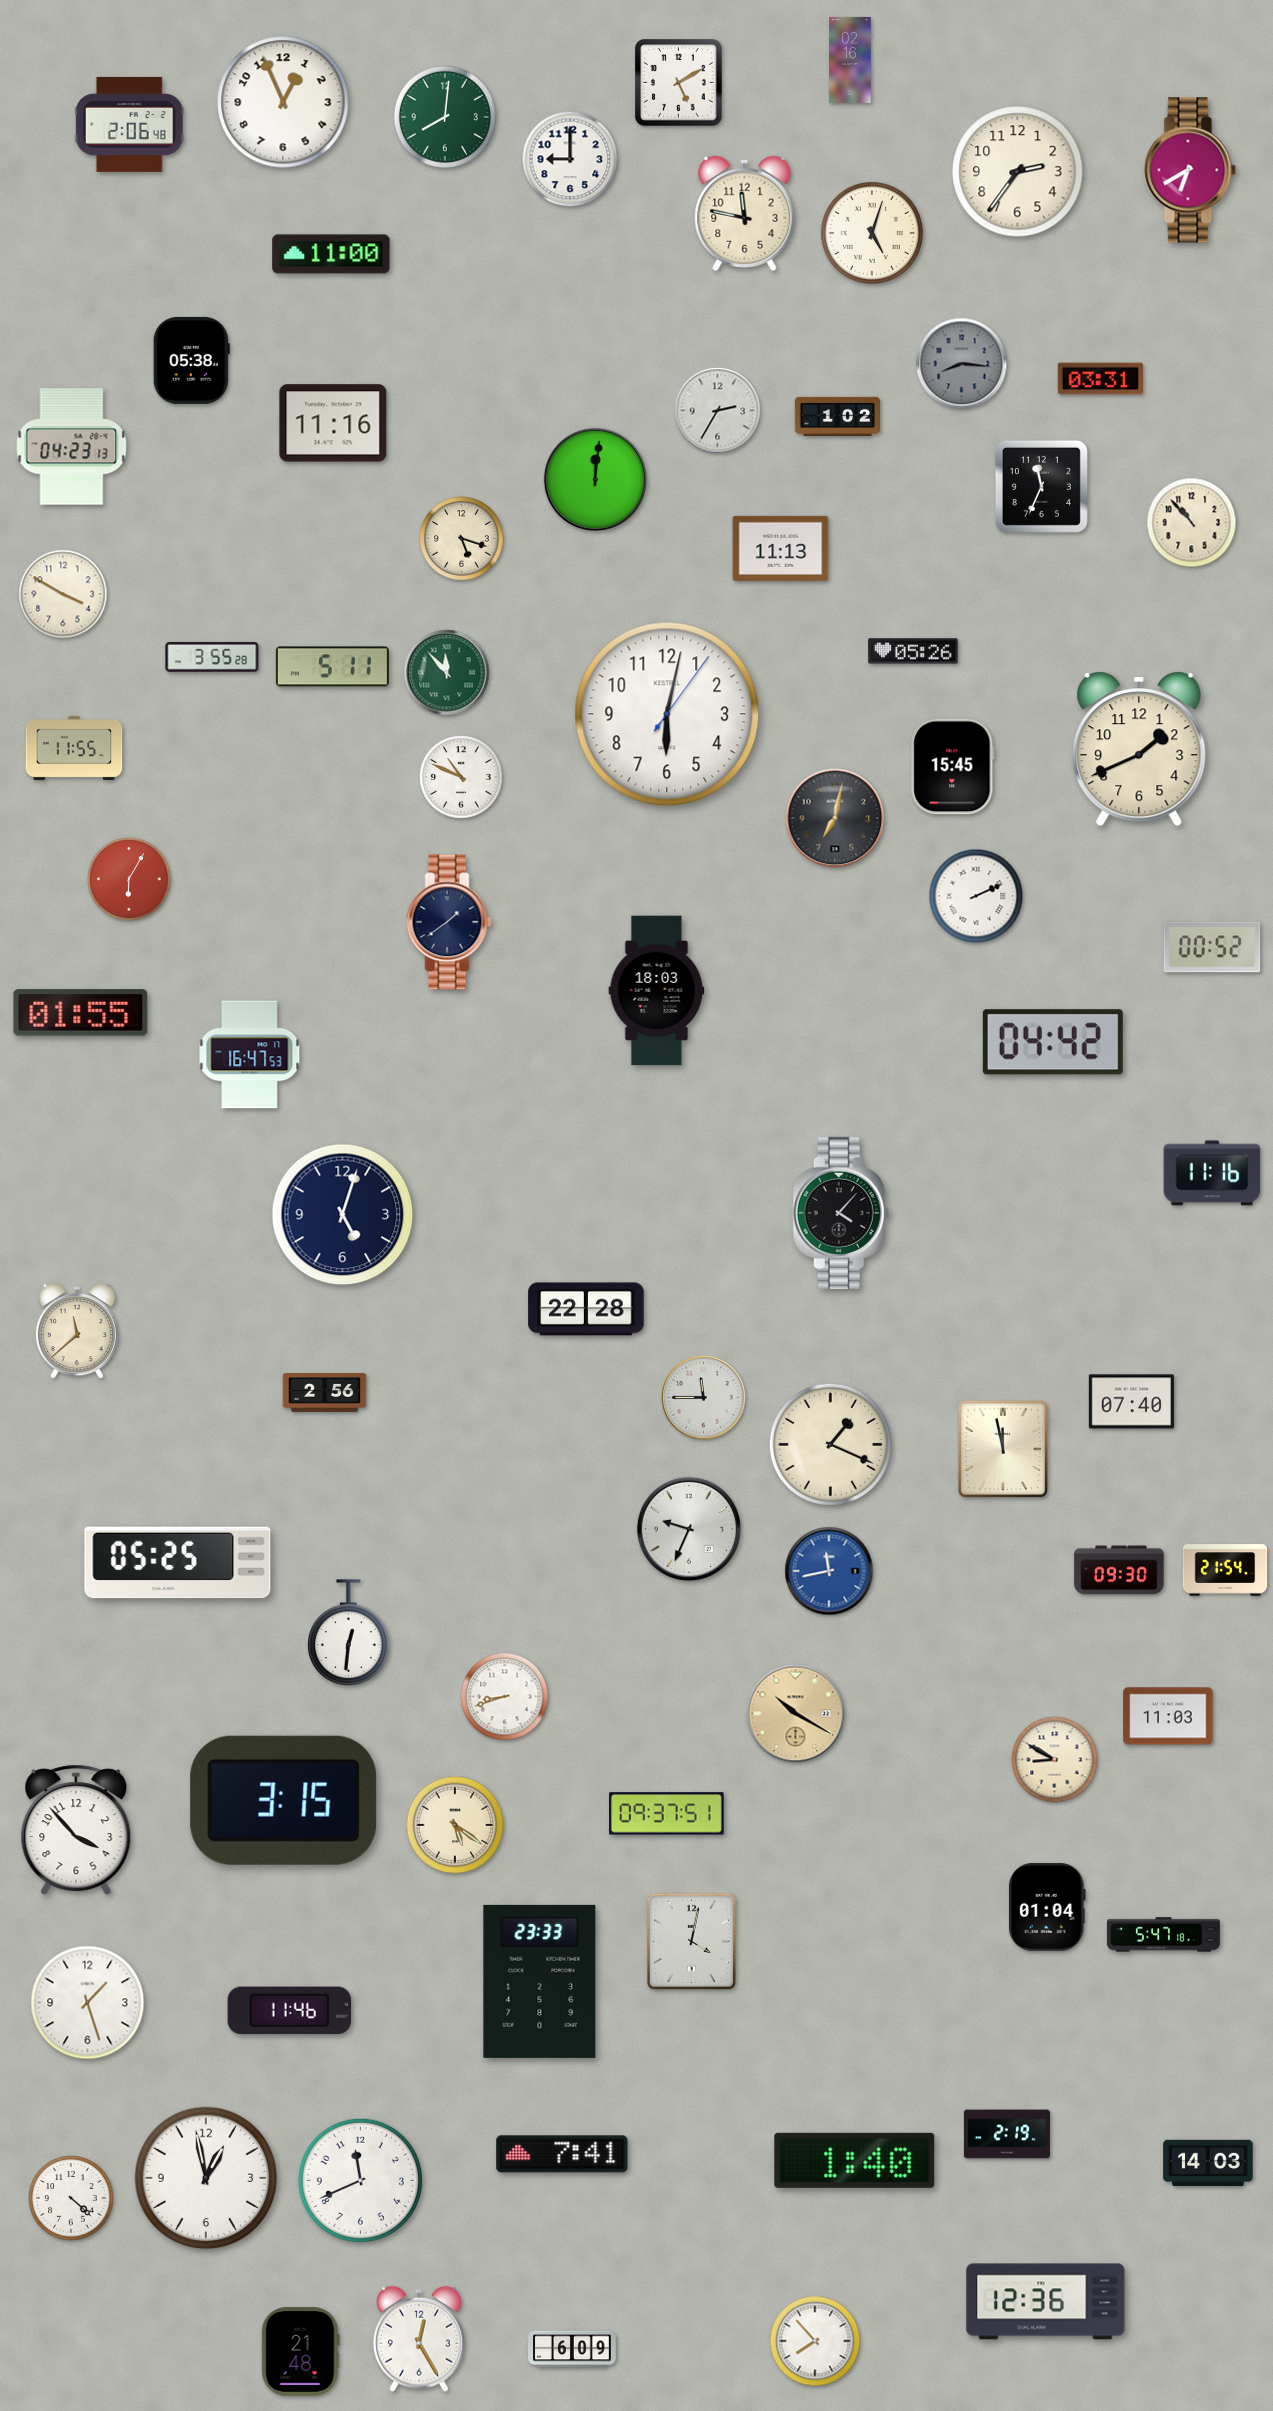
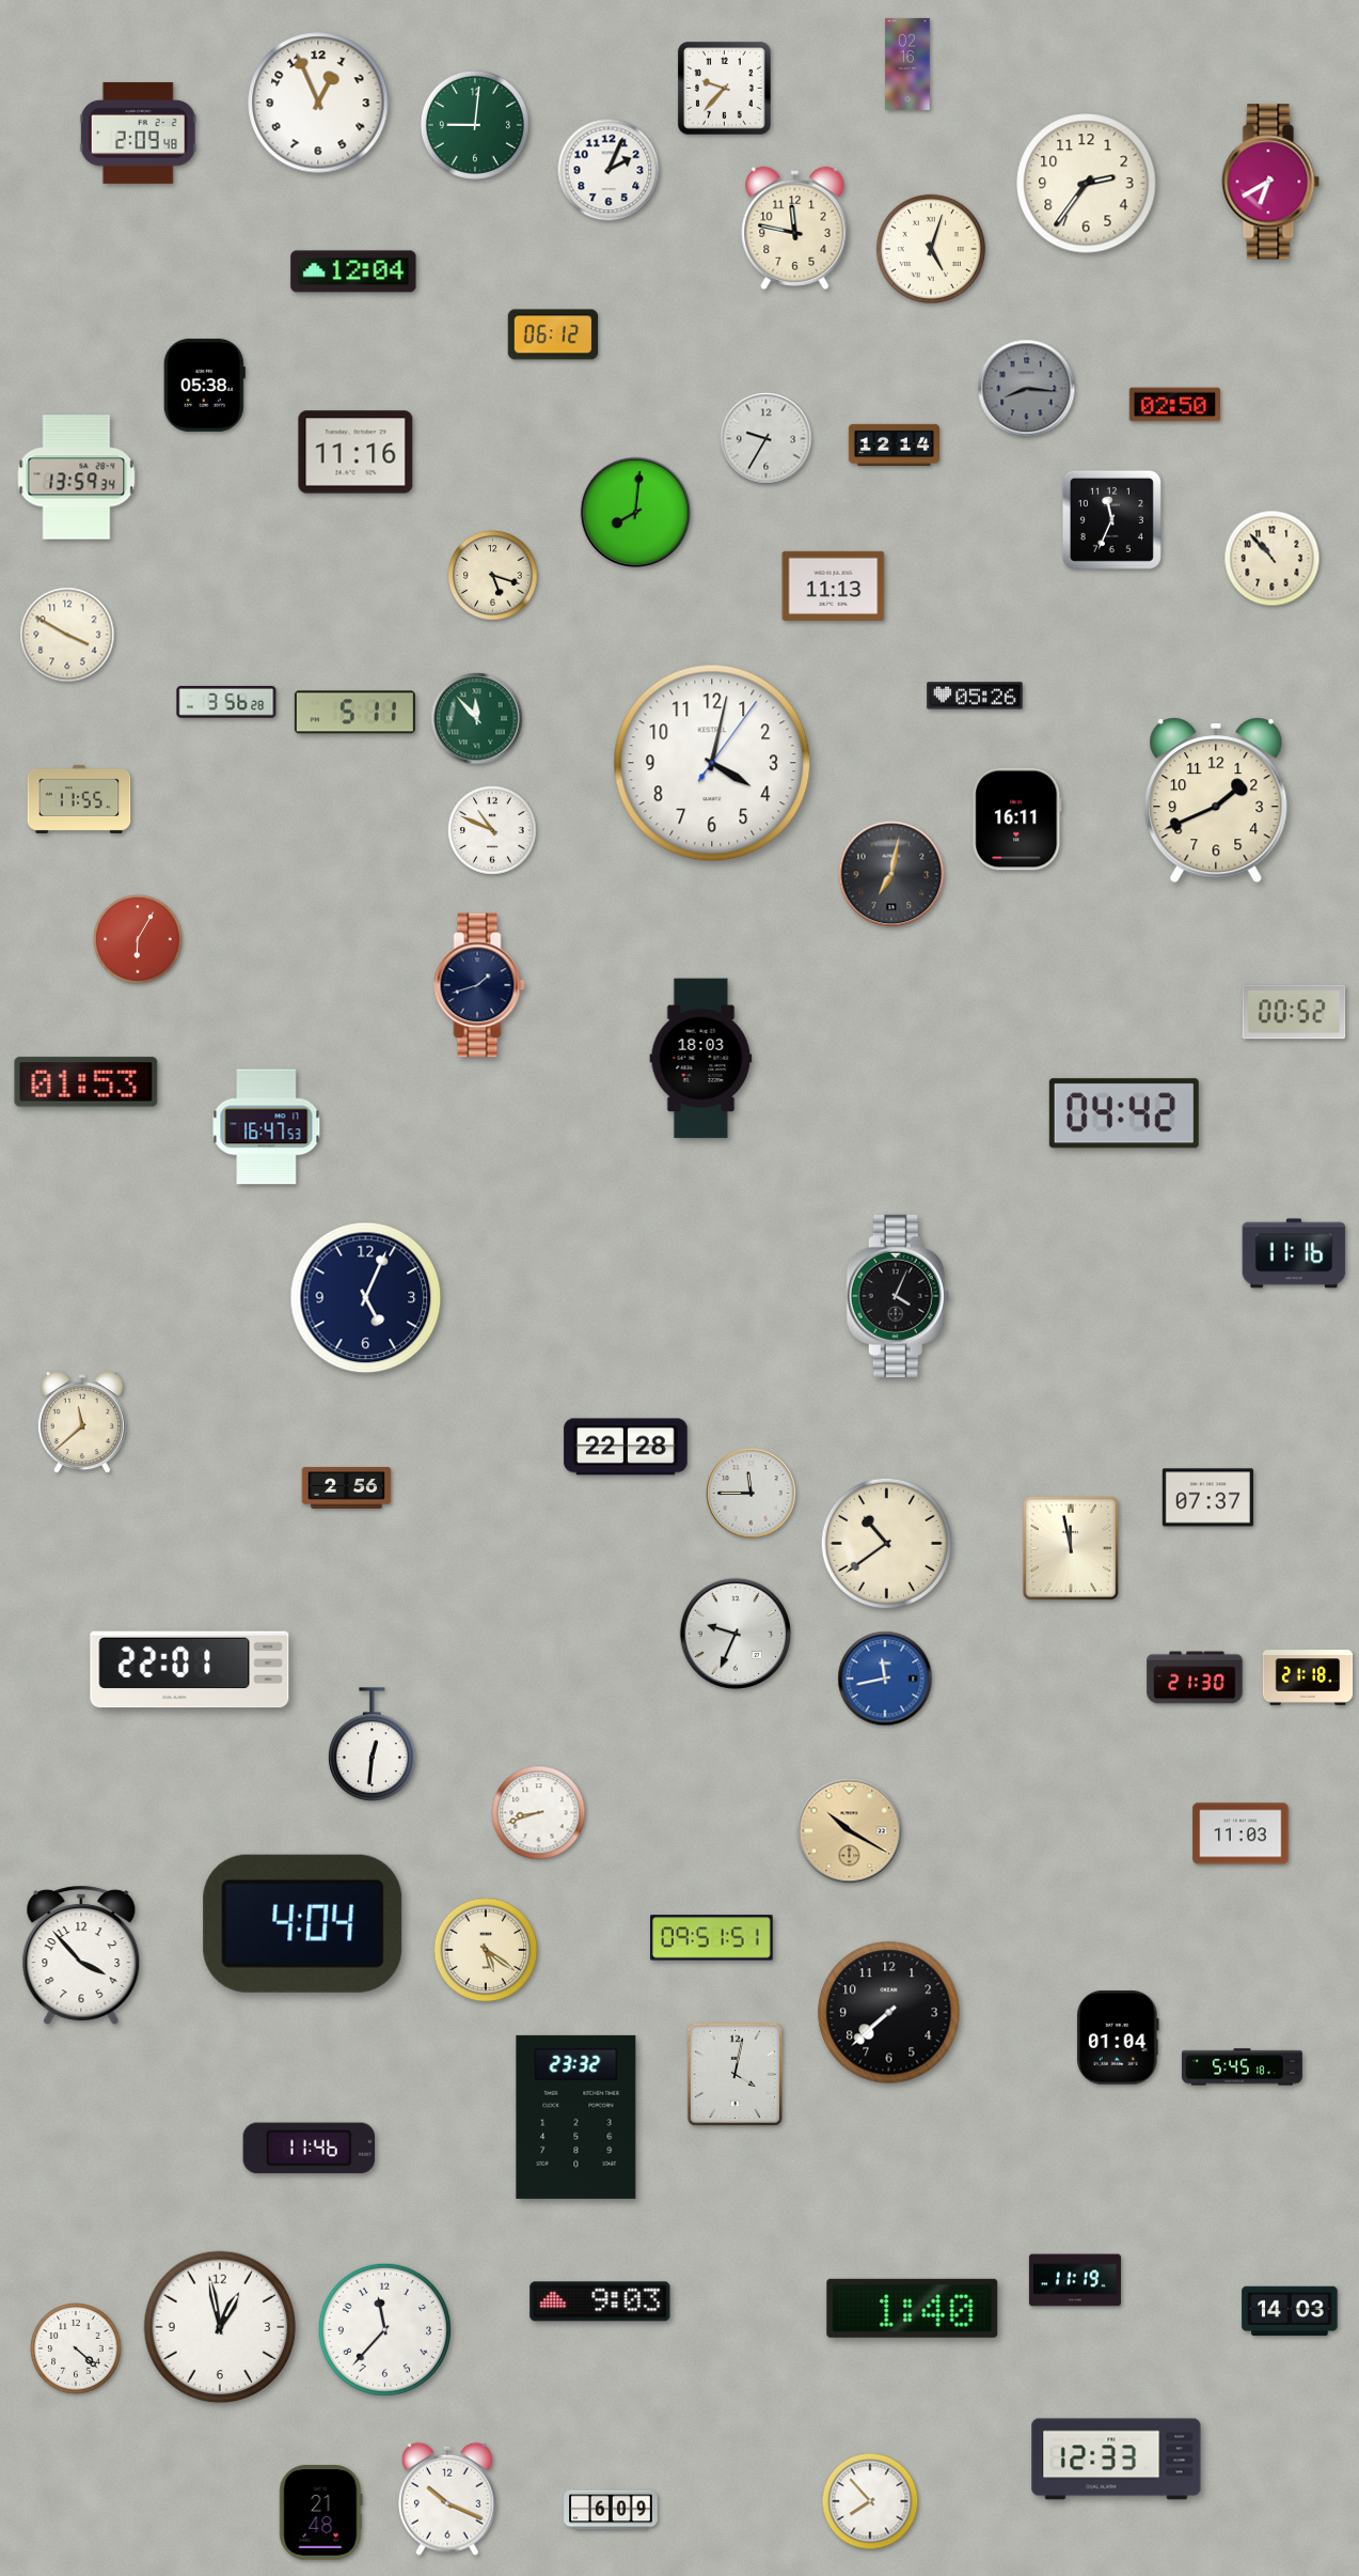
clock at (679, 83): 5:10 -> 9:37
clock at (283, 102) position: (283, 102) -> (318, 103)
clock at (445, 117): 8:01 -> 9:01
clock at (129, 124): 2:06 -> 2:09
clock at (570, 159): 9:00 -> 2:04
clock at (331, 254): 11:00 -> 12:04
clock at (553, 334): none -> 06:12
clock at (1100, 379): 03:31 -> 02:50
clock at (718, 411): 2:35 -> 9:35
clock at (838, 416): 1:02 -> 12:14
clock at (72, 447): 04:23 -> 13:59
clock at (595, 479): 12:01 -> 8:01
clock at (212, 657): 3:55 -> 3:56
clock at (667, 714): 6:02 -> 4:02
clock at (953, 767): 15:45 -> 16:11
clock at (976, 896): 2:11 -> none
clock at (449, 922): 1:39 -> 1:42
clock at (81, 1013): 01:55 -> 01:53
clock at (841, 1213): 4:07 -> 4:04
clock at (343, 1215): 5:03 -> 5:04
clock at (586, 1309) position: (586, 1309) -> (626, 1447)
clock at (1131, 1402): 07:40 -> 07:37
clock at (830, 1444): 1:19 -> 10:39
clock at (178, 1563): 05:25 -> 22:01
clock at (1119, 1570): 09:30 -> 21:30
clock at (1225, 1570): 21:54 -> 21:18
clock at (1168, 1716) position: (1168, 1716) -> (1241, 1833)
clock at (1055, 1760): 8:50 -> none
clock at (284, 1800): 3:15 -> 4:04
clock at (667, 1814): 09:37 -> 09:51
clock at (889, 2013): none -> 7:38
clock at (1163, 1935): 5:47 -> 5:45
clock at (691, 1941) position: (691, 1941) -> (734, 2074)
clock at (540, 1981): 23:33 -> 23:32
clock at (88, 2003): 1:27 -> none
clock at (1007, 2134): 2:19 -> 11:19
clock at (562, 2154): 7:41 -> 9:03
clock at (360, 2180): 11:41 -> 11:37
clock at (1046, 2302): 12:36 -> 12:33
clock at (419, 2339): 12:25 -> 10:19
